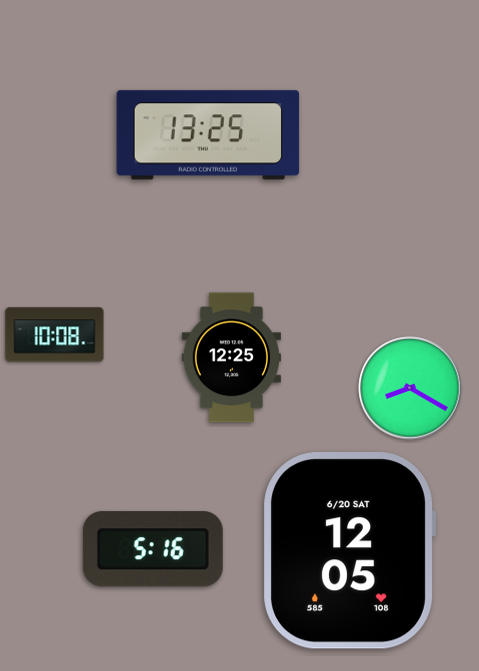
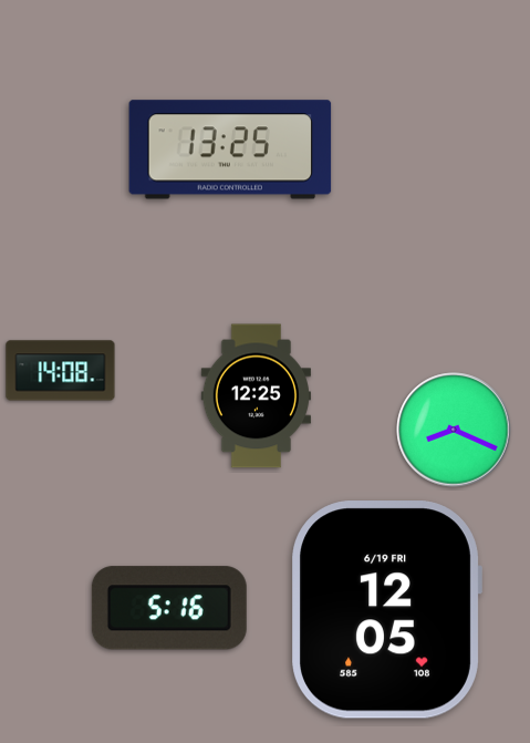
clock at (55, 335): 10:08 -> 14:08
clock at (410, 388): 8:20 -> 8:19
clock at (349, 551) date: 6/20 SAT -> 6/19 FRI
